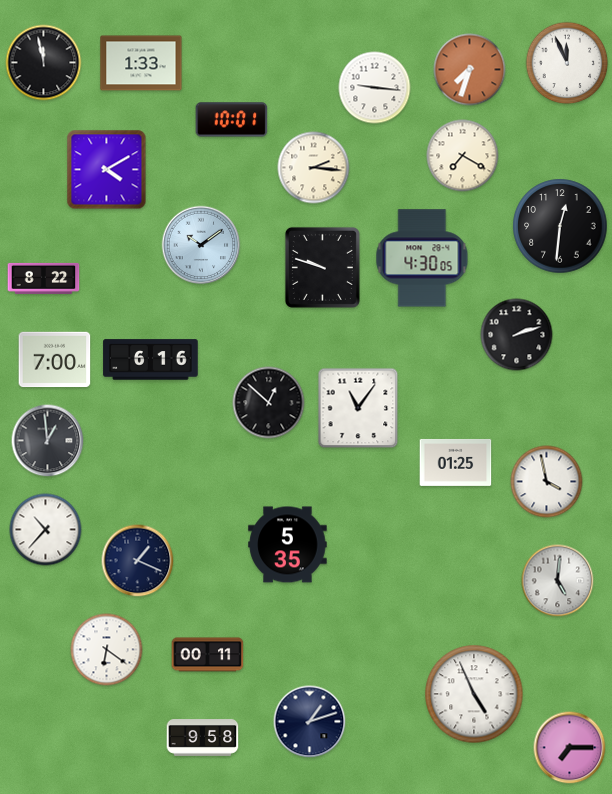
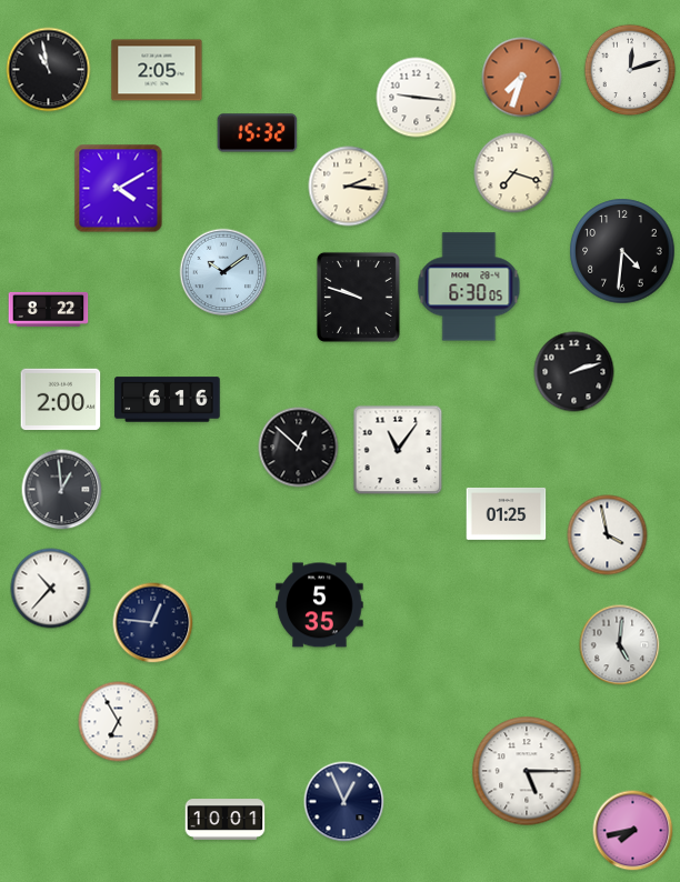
clock at (44, 63): 11:58 -> 10:58
clock at (141, 63): 1:33 -> 2:05
clock at (567, 63): 11:56 -> 12:12
clock at (232, 120): 10:01 -> 15:32
clock at (463, 156): 7:20 -> 7:18
clock at (560, 226): 12:31 -> 4:31
clock at (422, 258): 4:30 -> 6:30
clock at (55, 360): 7:00 -> 2:00
clock at (358, 408) position: (358, 408) -> (398, 450)
clock at (48, 441) position: (48, 441) -> (62, 490)
clock at (138, 561): 1:19 -> 12:46
clock at (107, 650): 6:21 -> 6:55
clock at (208, 655): 00:11 -> none
clock at (474, 694): 4:56 -> 5:15
clock at (310, 722): 1:12 -> 12:56
clock at (203, 738): 9:58 -> 10:01
clock at (570, 748): 7:15 -> 7:43
